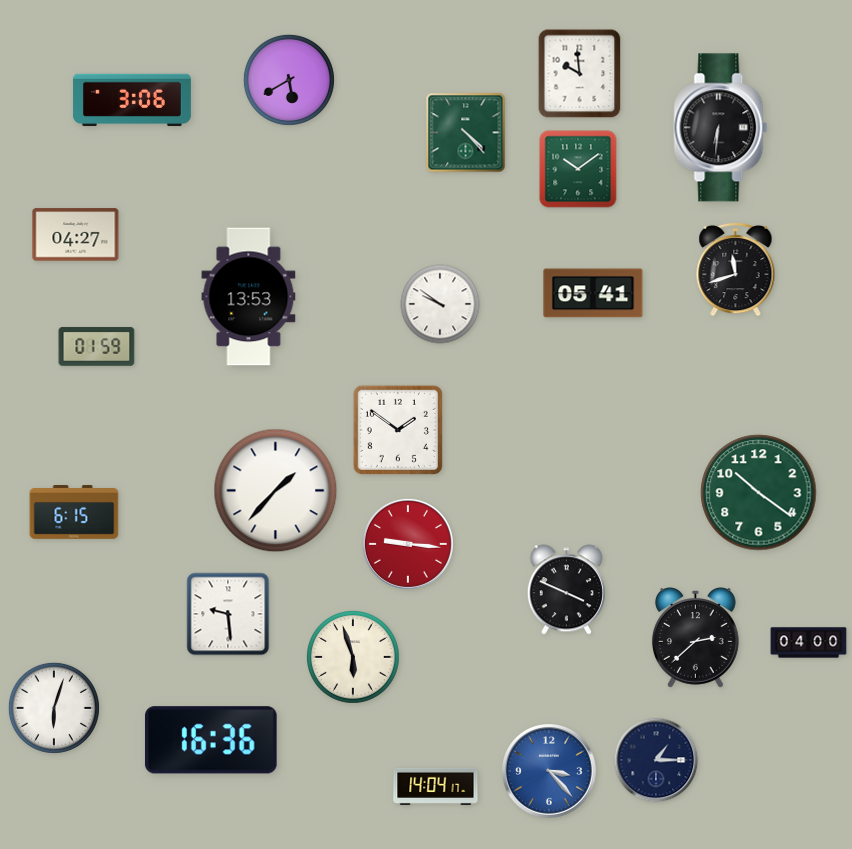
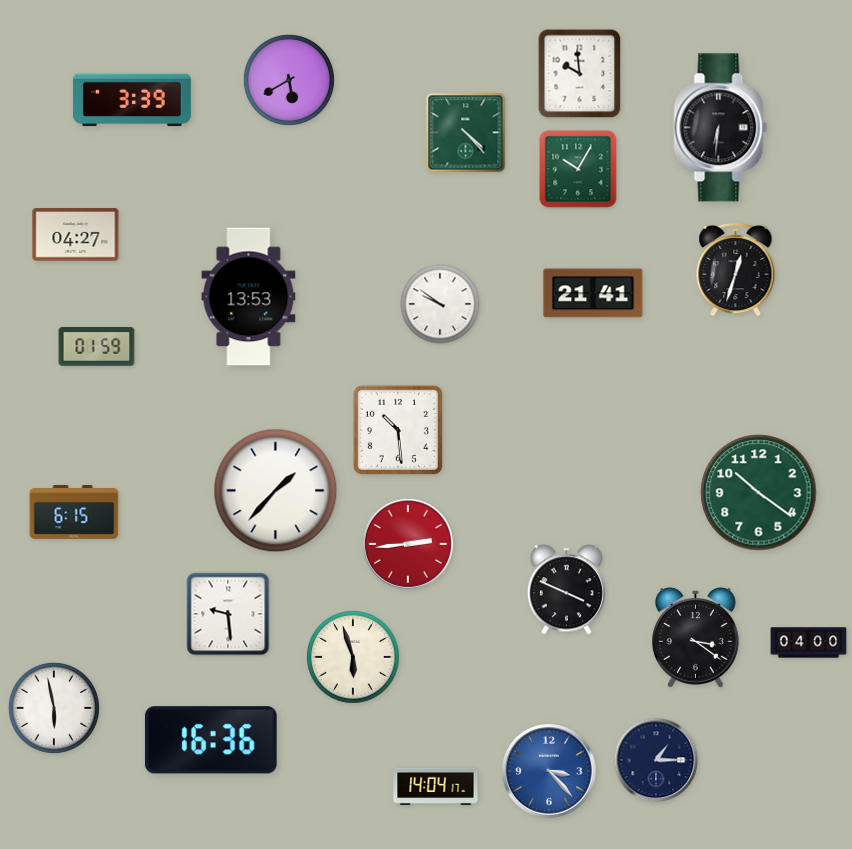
clock at (132, 100): 3:06 -> 3:39
clock at (578, 169): 10:09 -> 10:05
clock at (736, 269): 11:42 -> 12:33
clock at (593, 293): 05:41 -> 21:41
clock at (398, 430): 1:51 -> 10:29
clock at (408, 544): 9:16 -> 2:44
clock at (695, 638): 2:38 -> 3:21
clock at (54, 708): 6:03 -> 5:58
